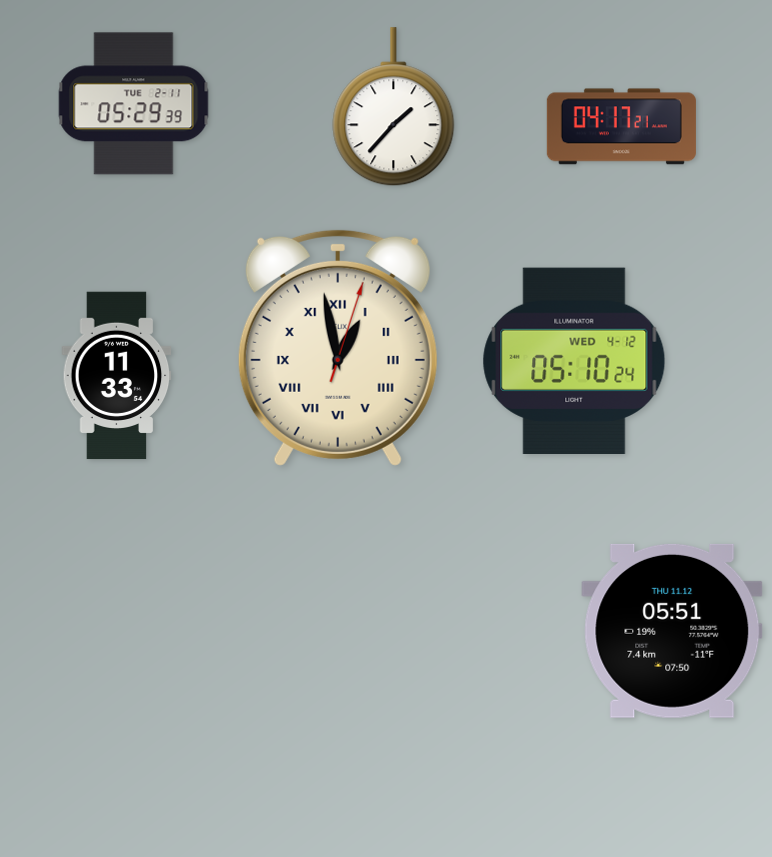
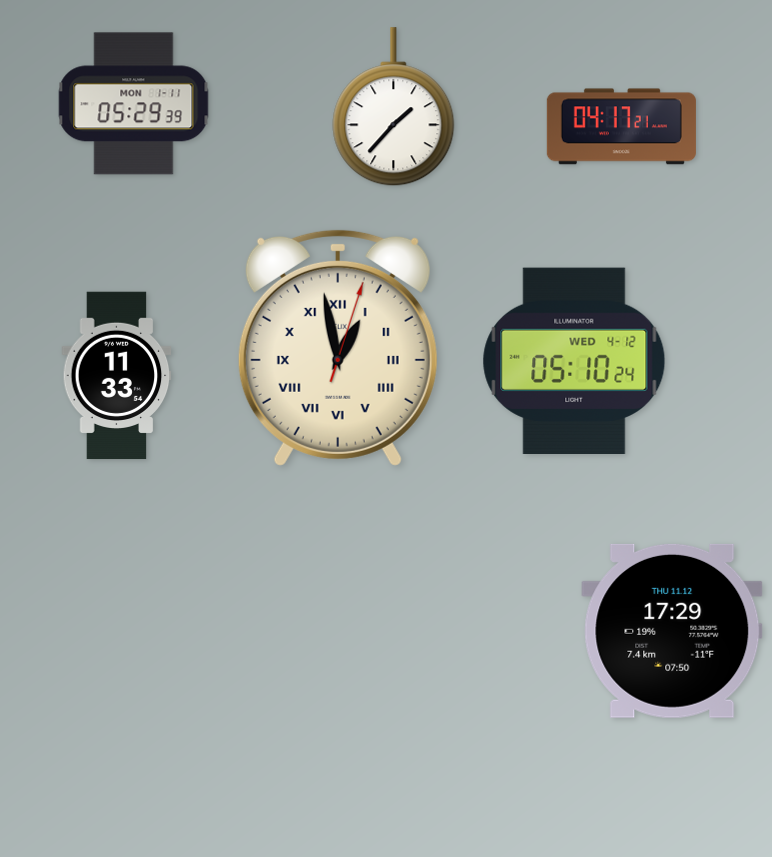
clock at (134, 104) date: TUE 2-11 -> MON 1-11
clock at (672, 631): 05:51 -> 17:29
